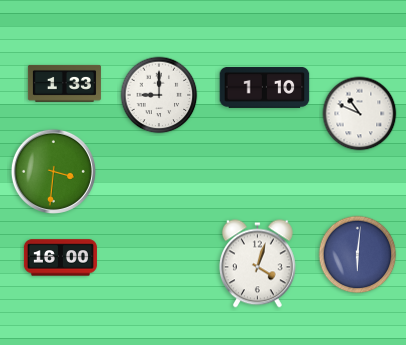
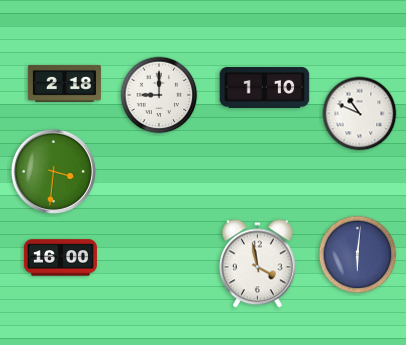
clock at (64, 83): 1:33 -> 2:18
clock at (257, 264): 4:03 -> 3:58
